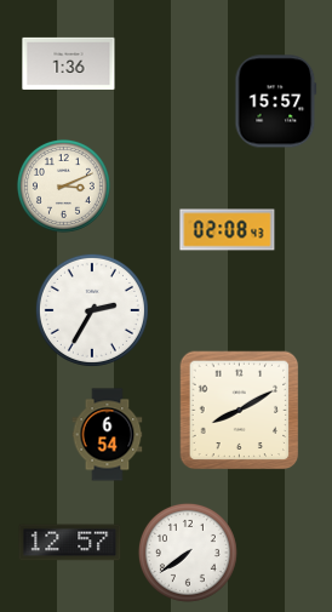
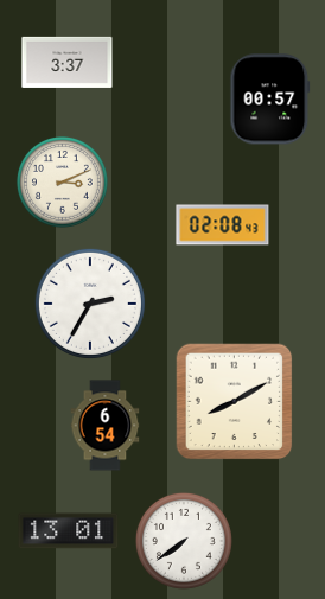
clock at (69, 63): 1:36 -> 3:37
clock at (276, 102): 15:57 -> 00:57
clock at (70, 543): 12:57 -> 13:01
